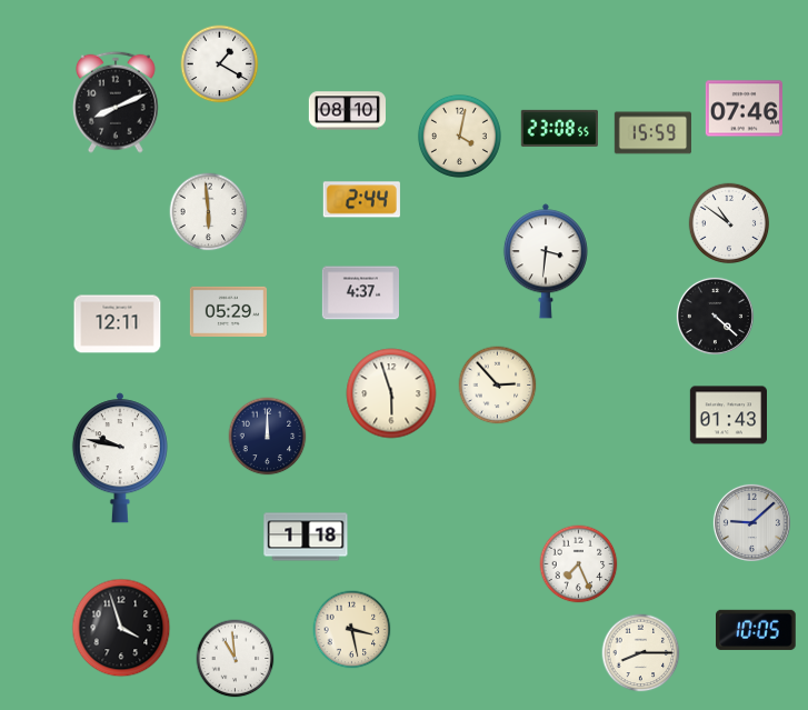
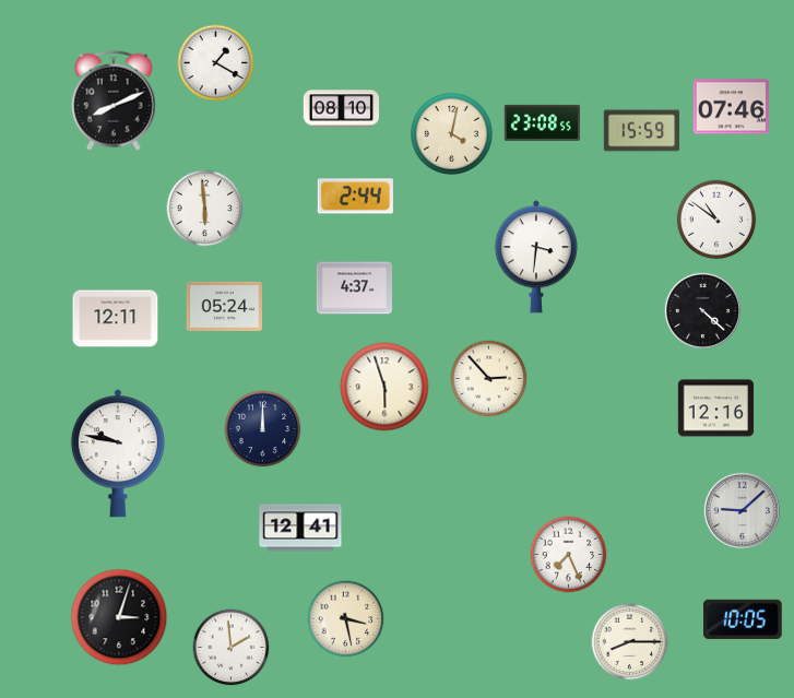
clock at (559, 128) position: (559, 128) -> (542, 122)
clock at (228, 311): 05:29 -> 05:24
clock at (728, 416): 01:43 -> 12:16
clock at (120, 458) position: (120, 458) -> (118, 453)
clock at (751, 522) position: (751, 522) -> (742, 510)
clock at (306, 537): 1:18 -> 12:41
clock at (121, 628): 3:57 -> 3:03
clock at (236, 659): 10:59 -> 1:59
